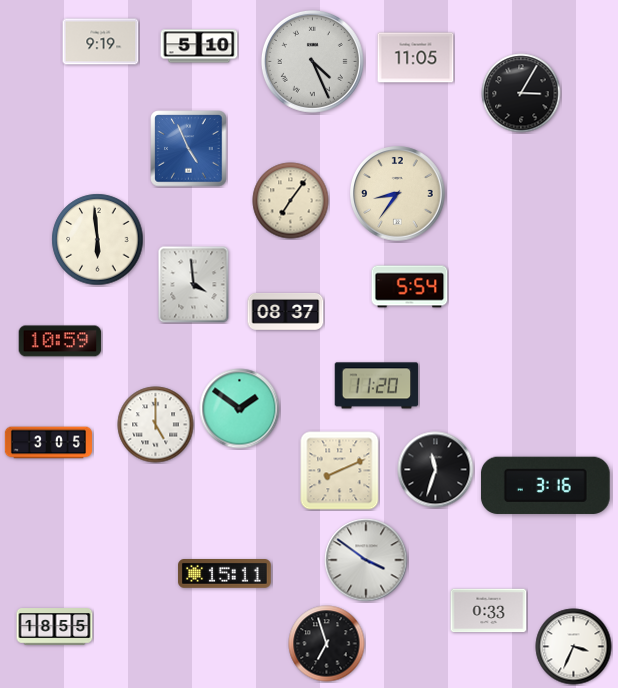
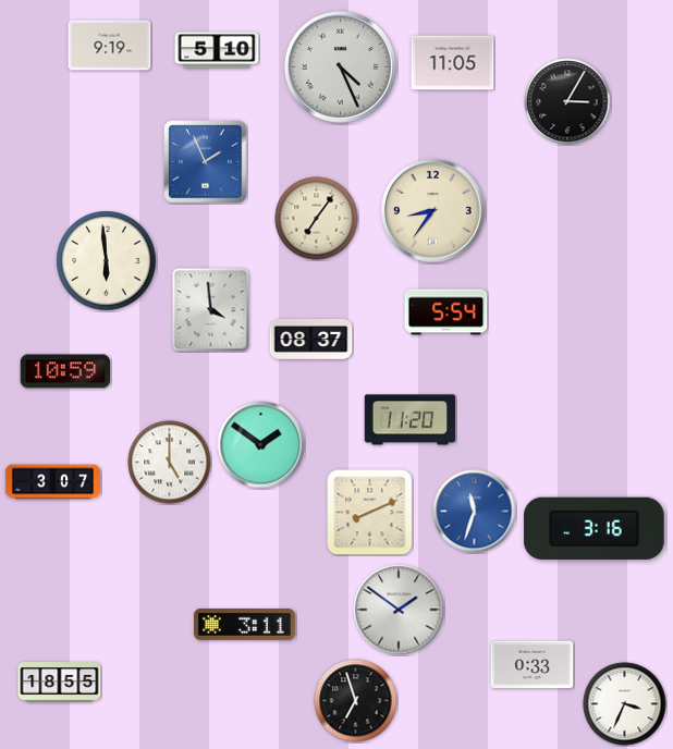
clock at (189, 149): 4:56 -> 1:56
clock at (48, 443): 3:05 -> 3:07
clock at (436, 470) dial: black -> blue
clock at (366, 560): 3:51 -> 1:51
clock at (225, 574): 15:11 -> 3:11
